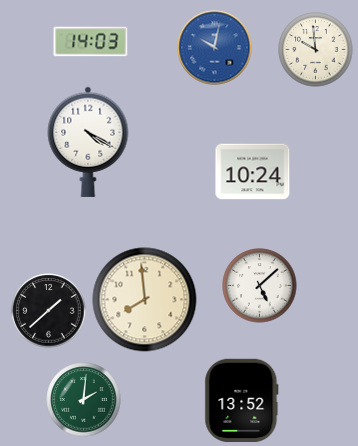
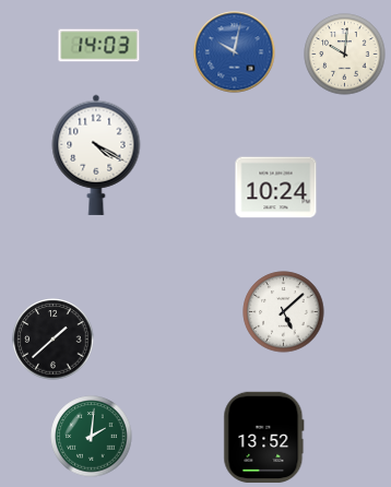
clock at (316, 50): 9:59 -> 10:01
clock at (145, 300): 7:59 -> none
